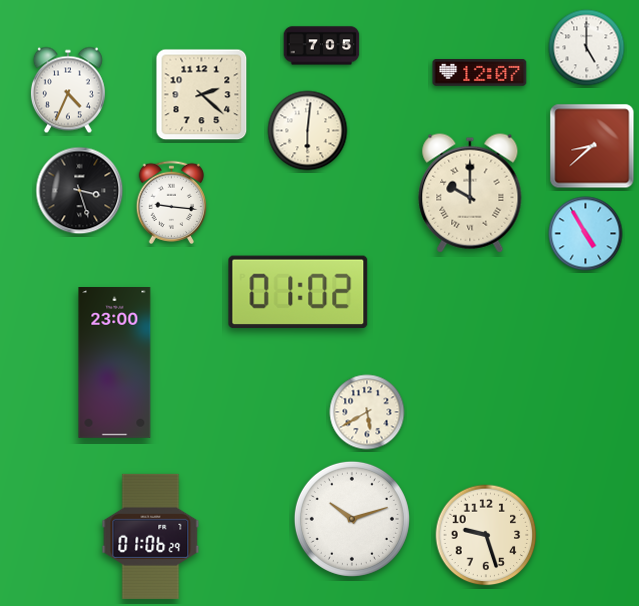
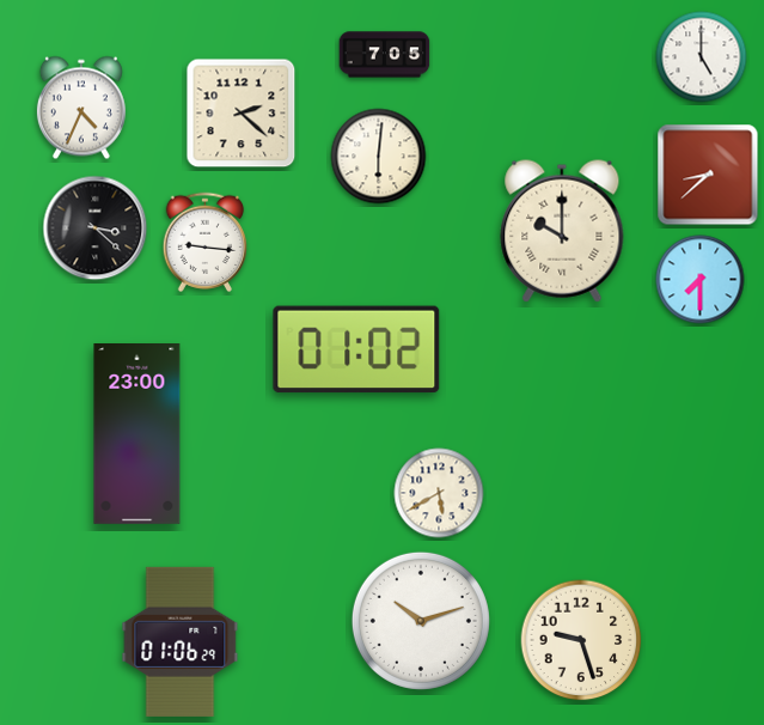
clock at (480, 73): 12:07 -> none
clock at (308, 131) position: (308, 131) -> (379, 157)
clock at (80, 191): 3:27 -> 3:22
clock at (586, 234): 4:55 -> 7:30
